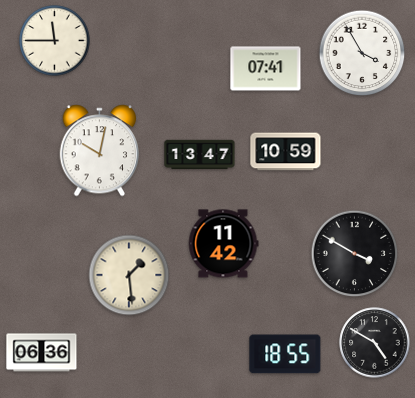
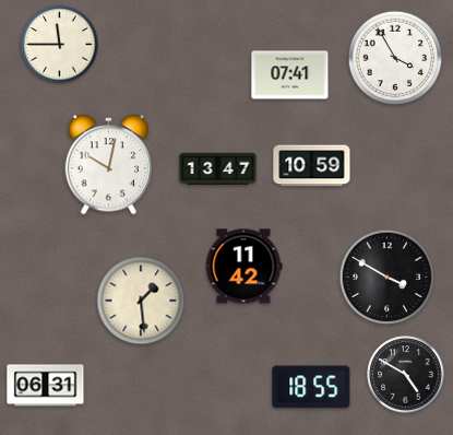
clock at (375, 343) position: (375, 343) -> (406, 375)
clock at (42, 353): 06:36 -> 06:31
